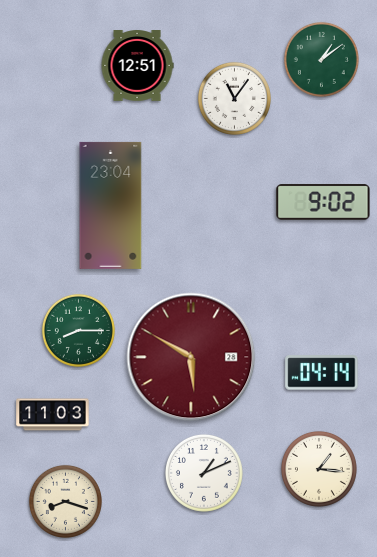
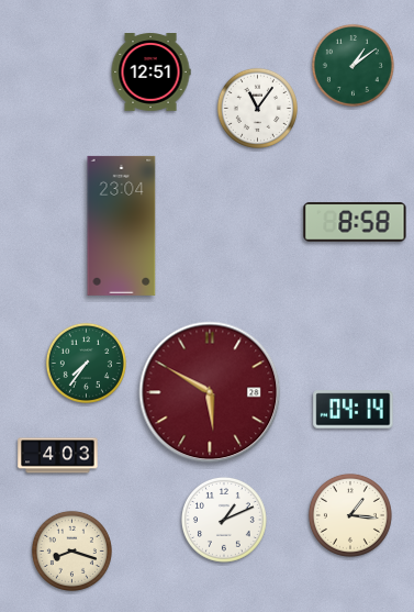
clock at (323, 203): 9:02 -> 8:58
clock at (78, 330): 8:15 -> 7:36
clock at (53, 415): 11:03 -> 4:03
